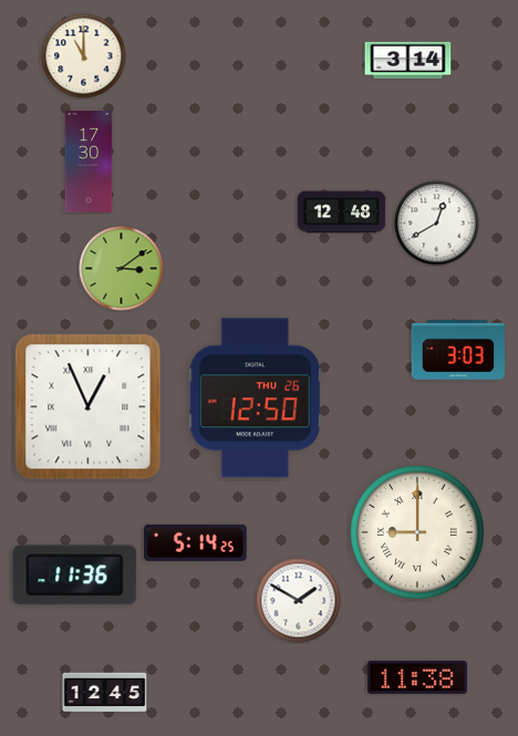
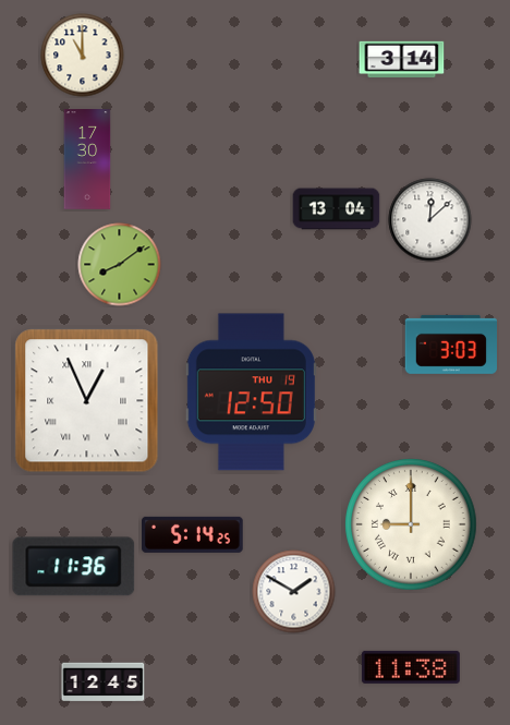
clock at (342, 212): 12:48 -> 13:04
clock at (437, 224): 12:40 -> 12:08
clock at (122, 269): 3:09 -> 8:09
clock at (255, 398) date: THU 26 -> THU 19
